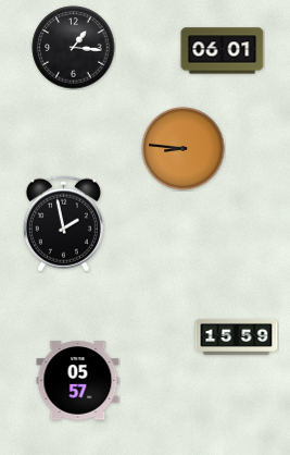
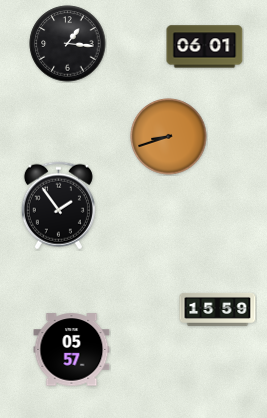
clock at (184, 149): 8:46 -> 8:42
clock at (63, 224): 1:58 -> 1:54
